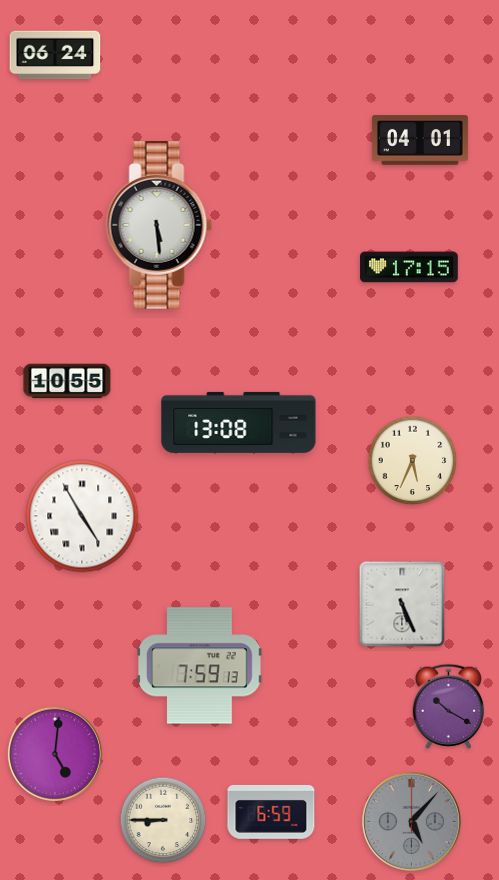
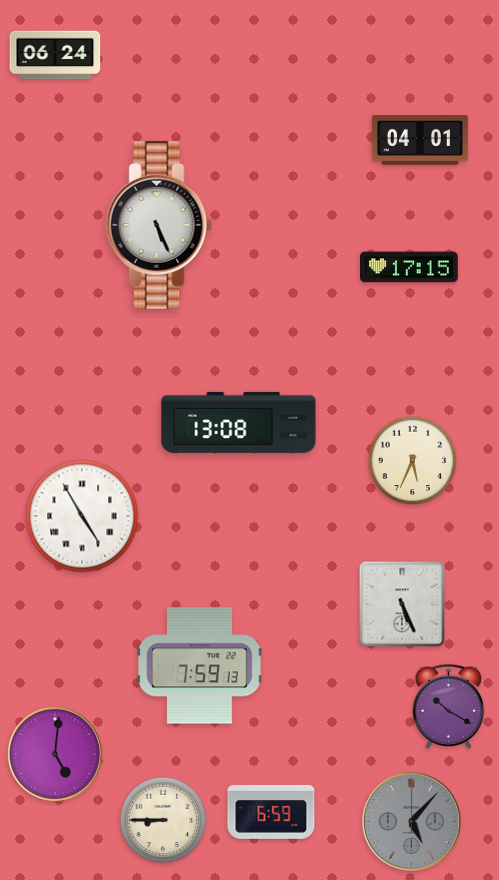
clock at (159, 226): 5:29 -> 5:26
clock at (67, 381): 10:55 -> none
